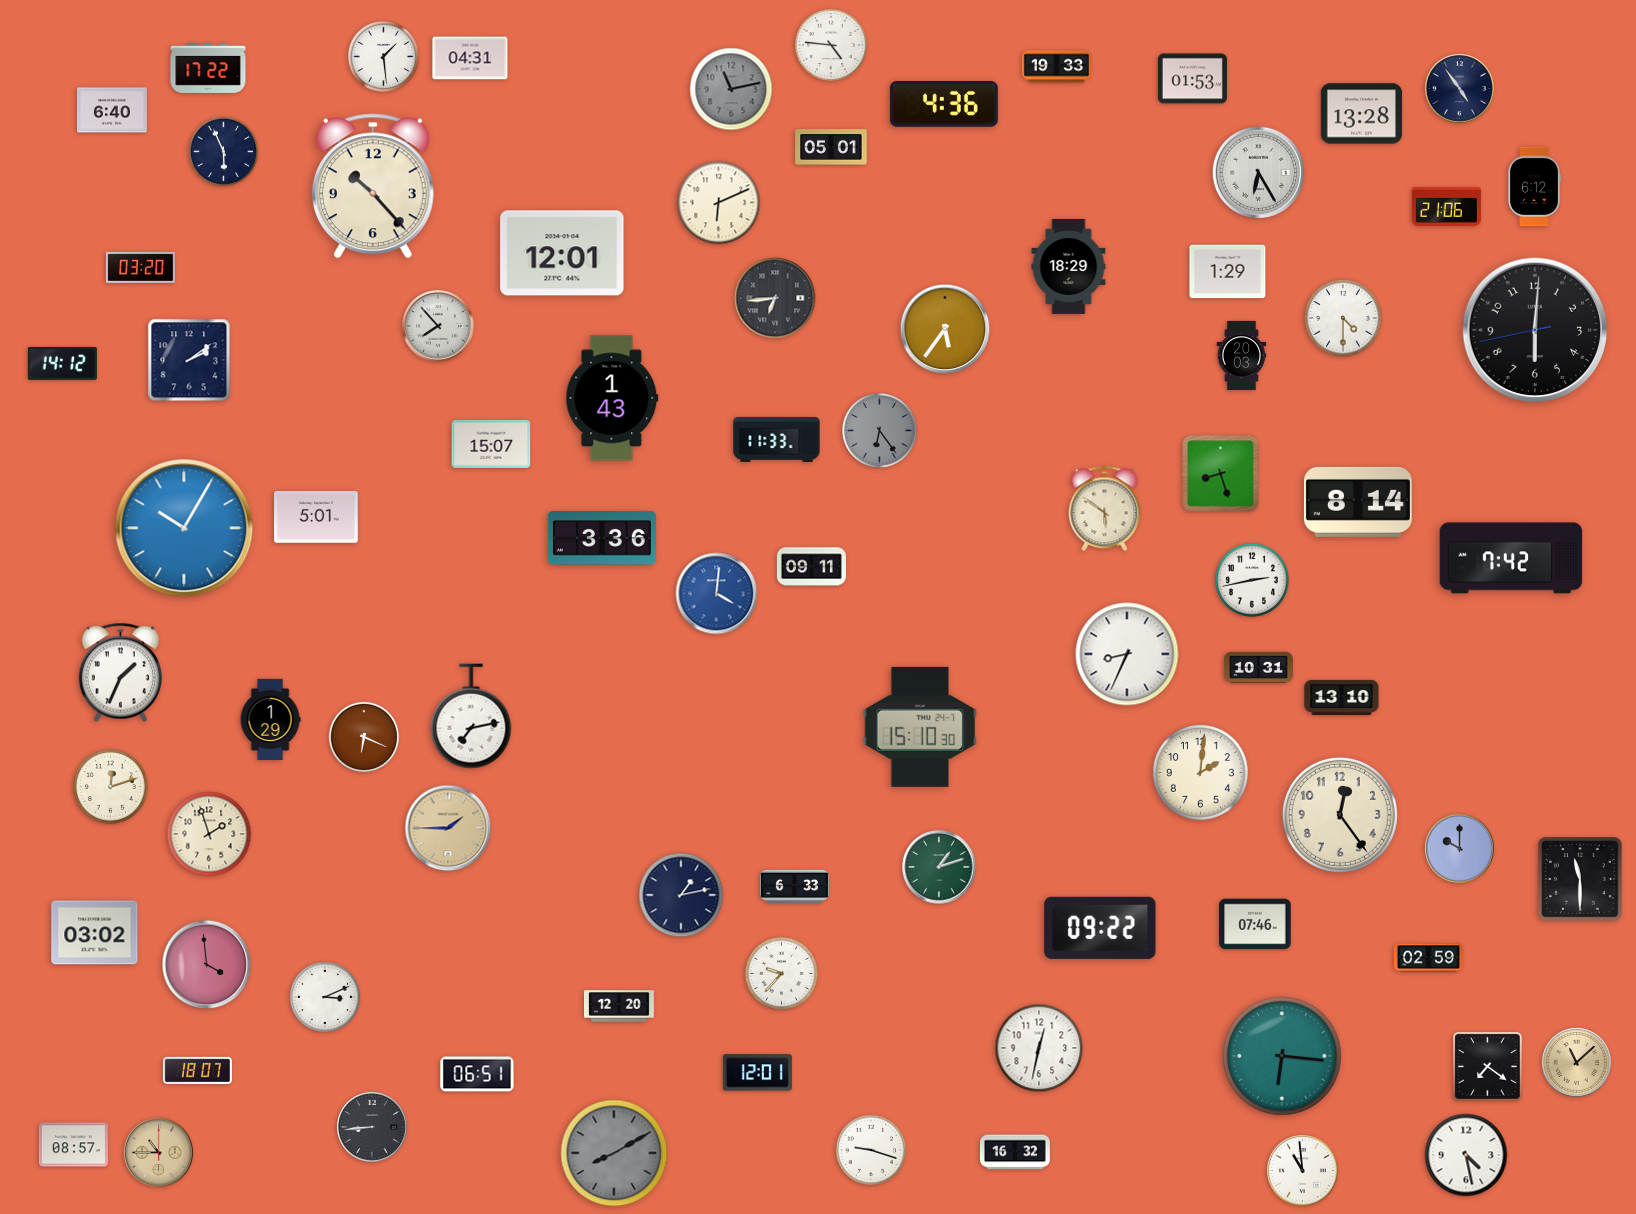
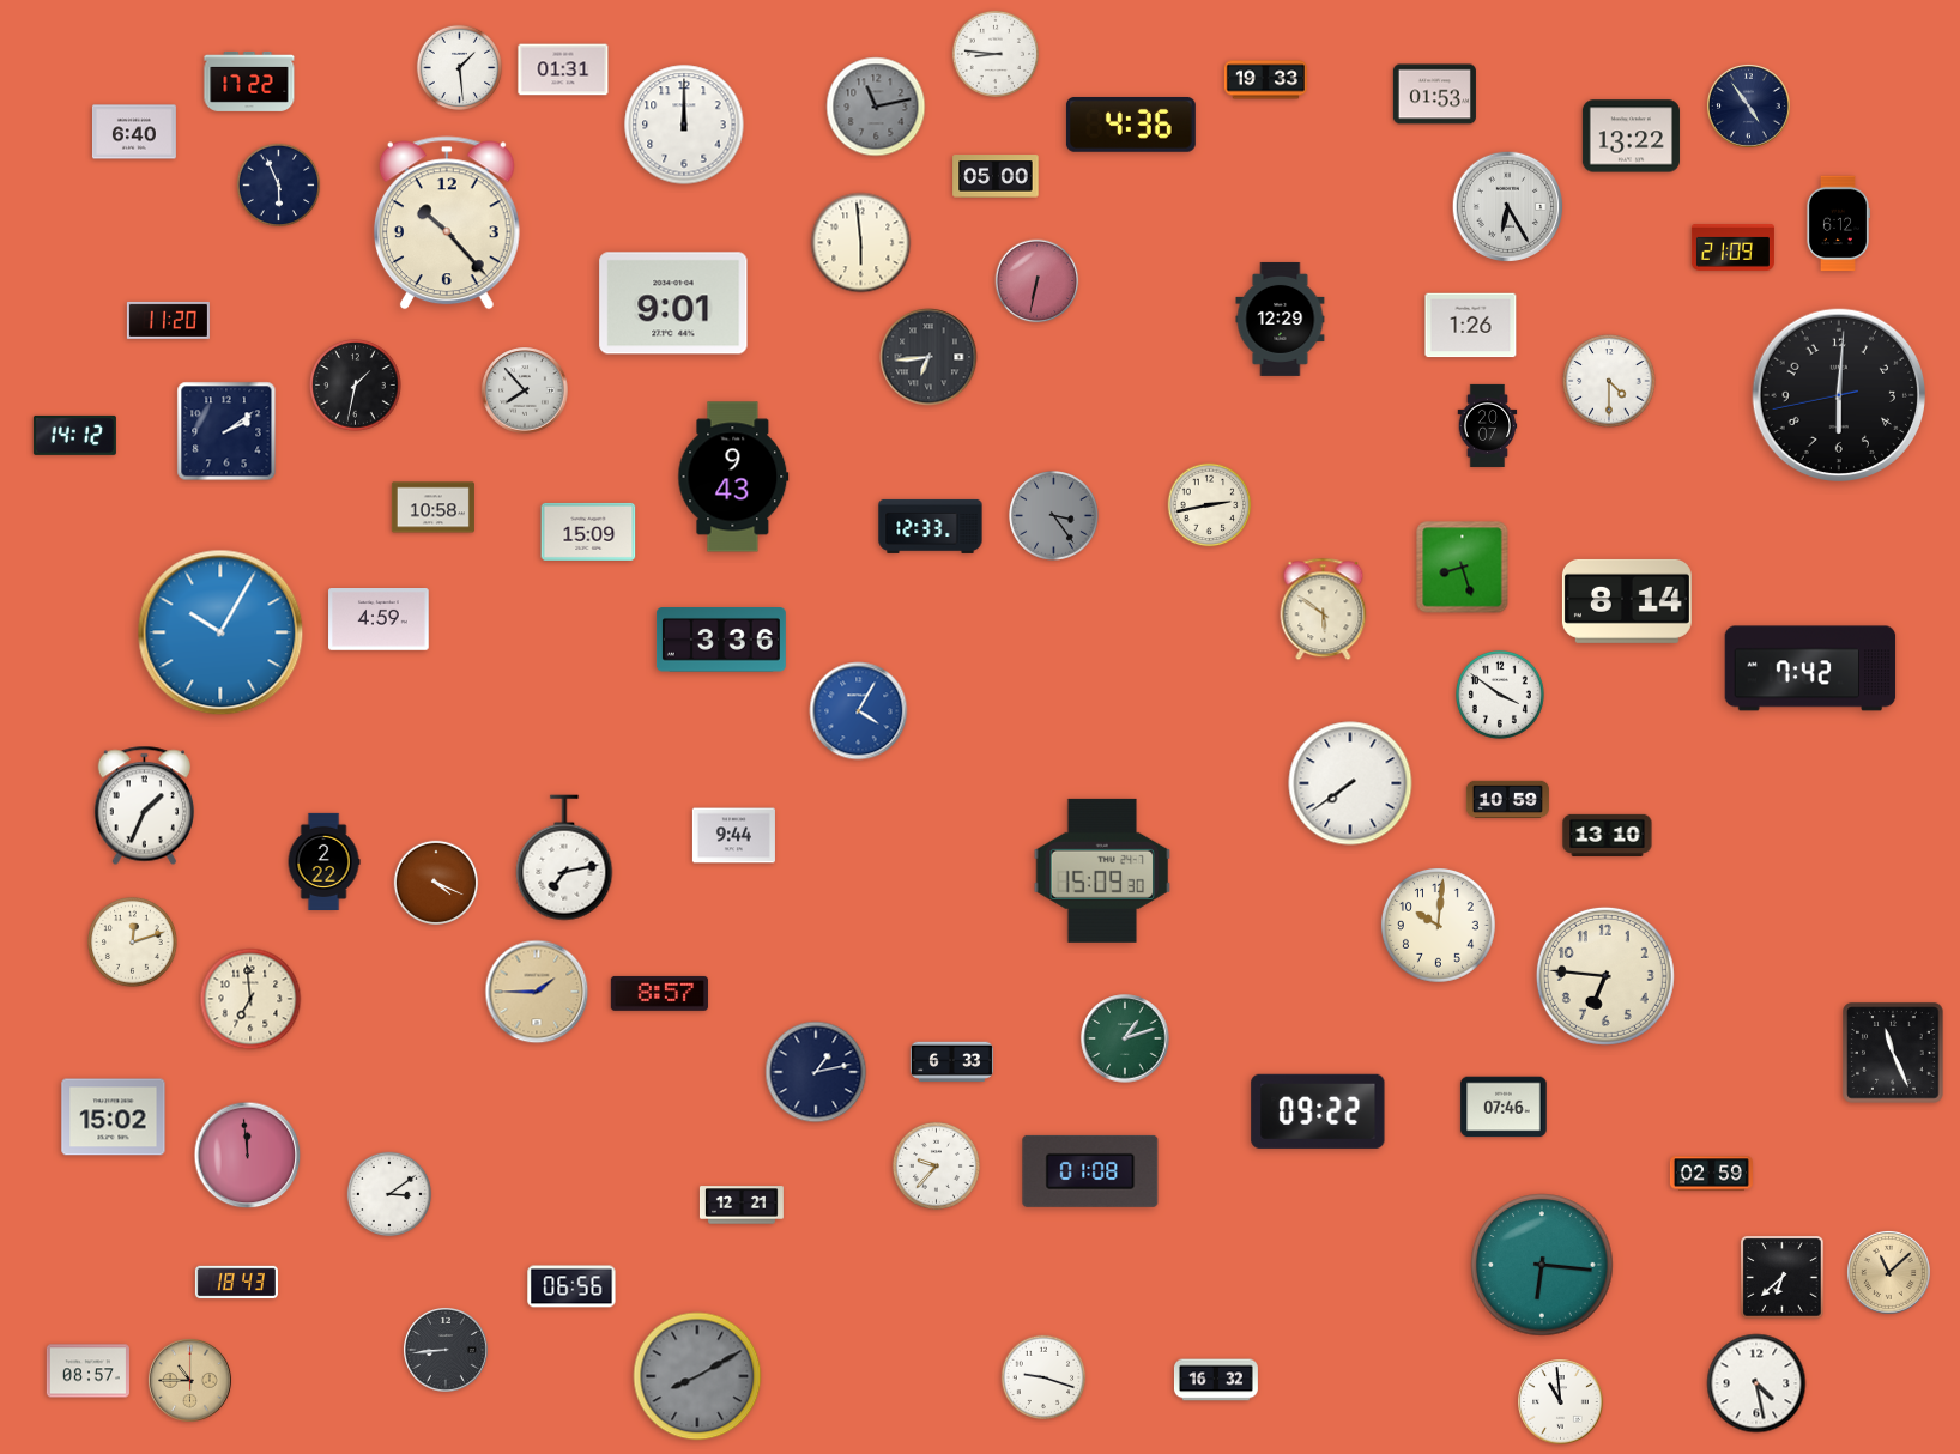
clock at (831, 45): 4:46 -> 8:46
clock at (470, 58): 04:31 -> 01:31
clock at (1192, 79) position: (1192, 79) -> (1434, 95)
clock at (684, 125): none -> 12:00
clock at (1361, 114): 13:28 -> 13:22
clock at (831, 147): 05:01 -> 05:00
clock at (224, 152) position: (224, 152) -> (279, 186)
clock at (719, 203): 6:11 -> 5:59
clock at (1446, 207): 21:06 -> 21:09
clock at (1038, 281): none -> 6:32
clock at (562, 253): 12:01 -> 9:01
clock at (1069, 266): 18:29 -> 12:29
clock at (140, 267): 03:20 -> 11:20
clock at (1228, 272): 1:29 -> 1:26
clock at (356, 386): none -> 1:32
clock at (945, 329): 5:36 -> none
clock at (1242, 355): 20:03 -> 20:07
clock at (612, 398): 1:43 -> 9:43
clock at (1210, 505): none -> 2:43
clock at (432, 508): none -> 10:58
clock at (880, 431): 6:24 -> 3:24
clock at (777, 439): 11:33 -> 12:33
clock at (491, 444): 15:07 -> 15:09
clock at (316, 518): 5:01 -> 4:59
clock at (602, 538) position: (602, 538) -> (721, 640)
clock at (811, 567): 09:11 -> none
clock at (1252, 580): 2:43 -> 3:51
clock at (717, 594): 4:01 -> 4:05
clock at (1127, 654): 8:34 -> 7:39
clock at (1258, 667): 10:31 -> 10:59
clock at (733, 836): none -> 9:44
clock at (270, 719): 1:29 -> 2:22
clock at (920, 727): 15:10 -> 15:09
clock at (364, 737): 6:19 -> 4:19
clock at (1200, 772): 2:01 -> 10:01
clock at (1340, 815): 12:24 -> 6:46
clock at (659, 993): none -> 8:57
clock at (209, 834): 1:57 -> 6:59
clock at (1459, 848): 10:00 -> none
clock at (1580, 879): 11:30 -> 11:26
clock at (95, 933): 03:02 -> 15:02
clock at (1428, 958) position: (1428, 958) -> (1711, 1174)
clock at (207, 965): 3:59 -> 11:59
clock at (1090, 1171): none -> 01:08
clock at (325, 997): 3:11 -> 3:09
clock at (619, 1006): 12:20 -> 12:21
clock at (1039, 1048): 12:32 -> none
clock at (1282, 1056) position: (1282, 1056) -> (1542, 1265)
clock at (1488, 1067): 7:21 -> 6:38
clock at (197, 1071): 18:07 -> 18:43
clock at (757, 1073): 12:01 -> none
clock at (477, 1074): 06:51 -> 06:56
clock at (614, 1153) position: (614, 1153) -> (697, 1376)
